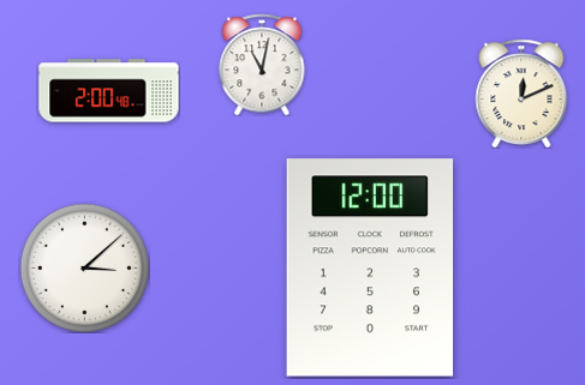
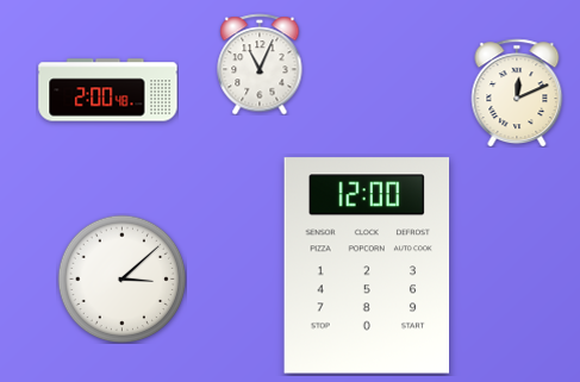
clock at (262, 65): 11:02 -> 11:04
clock at (84, 267) position: (84, 267) -> (121, 278)
